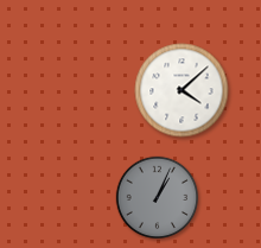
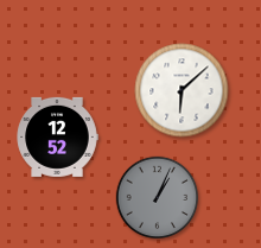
clock at (182, 90): 4:08 -> 6:08
clock at (57, 136): none -> 12:52
